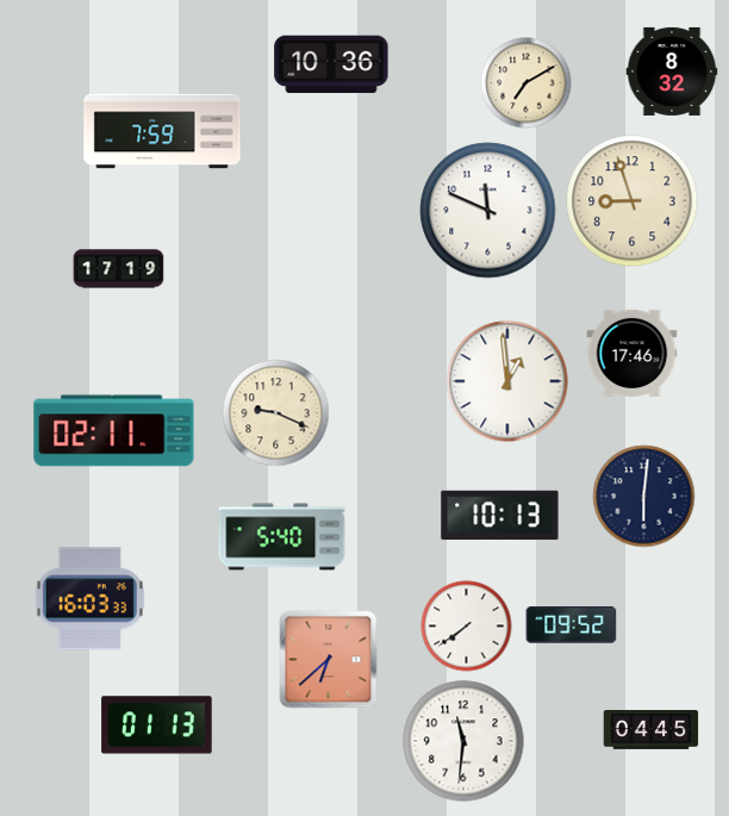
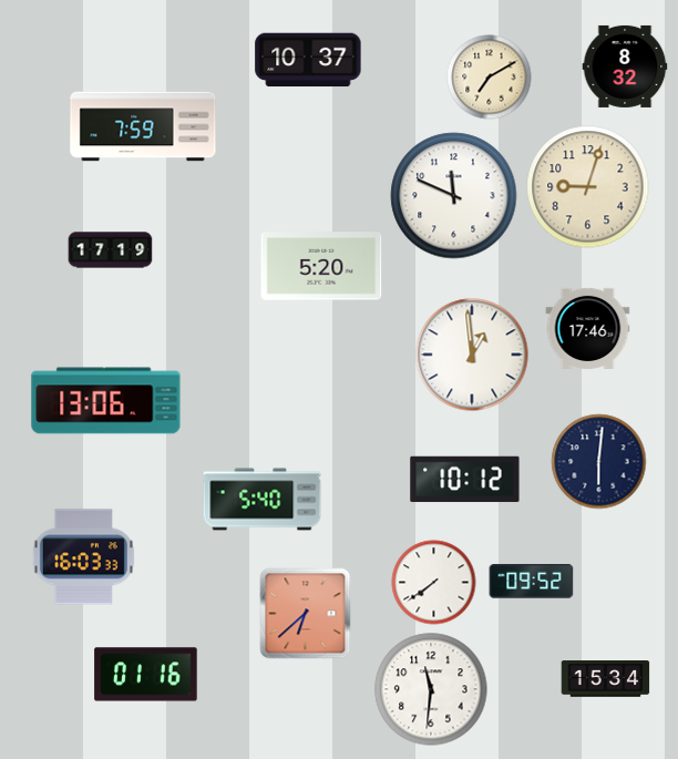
clock at (331, 64): 10:36 -> 10:37
clock at (162, 131) position: (162, 131) -> (143, 126)
clock at (633, 201): 8:57 -> 9:03
clock at (321, 266): none -> 5:20
clock at (276, 413): 9:19 -> none
clock at (114, 431): 02:11 -> 13:06
clock at (500, 516): 10:13 -> 10:12
clock at (157, 725): 01:13 -> 01:16
clock at (652, 730): 04:45 -> 15:34
